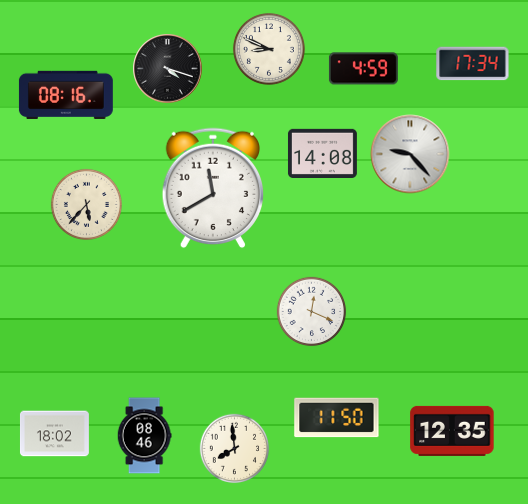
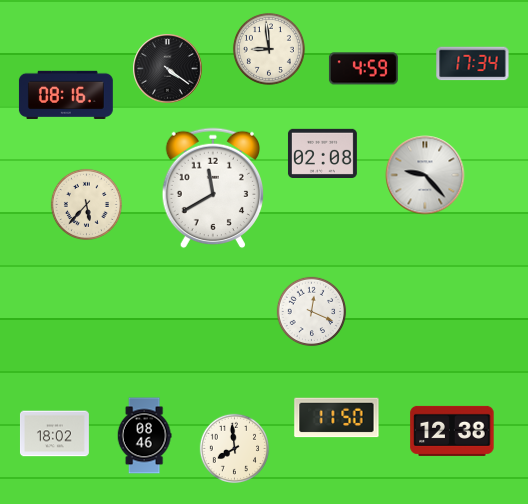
clock at (269, 49): 8:49 -> 8:59
clock at (168, 69): 4:18 -> 4:21
clock at (322, 153): 14:08 -> 02:08
clock at (410, 154) position: (410, 154) -> (425, 175)
clock at (452, 431): 12:35 -> 12:38
